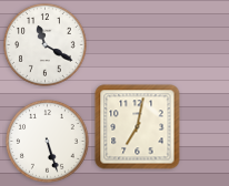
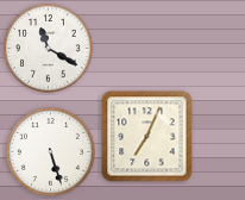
clock at (138, 127): 7:02 -> 7:04
